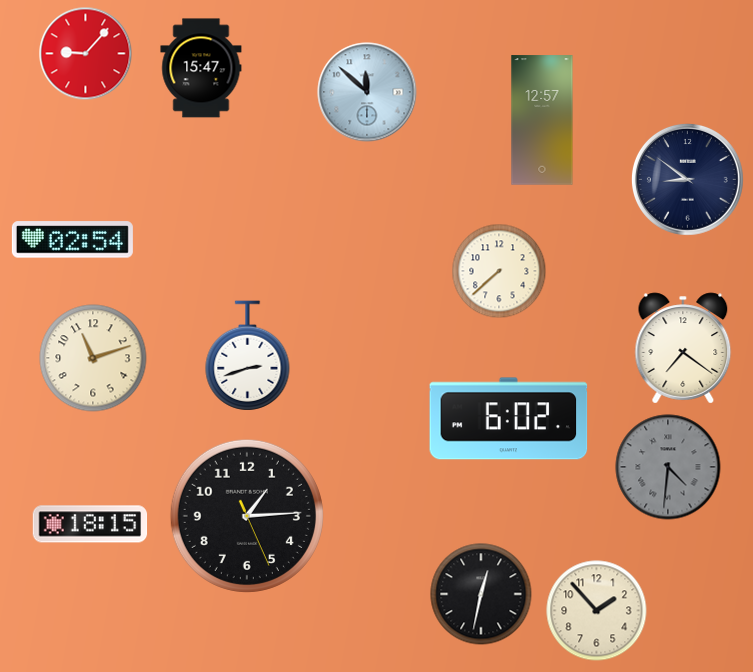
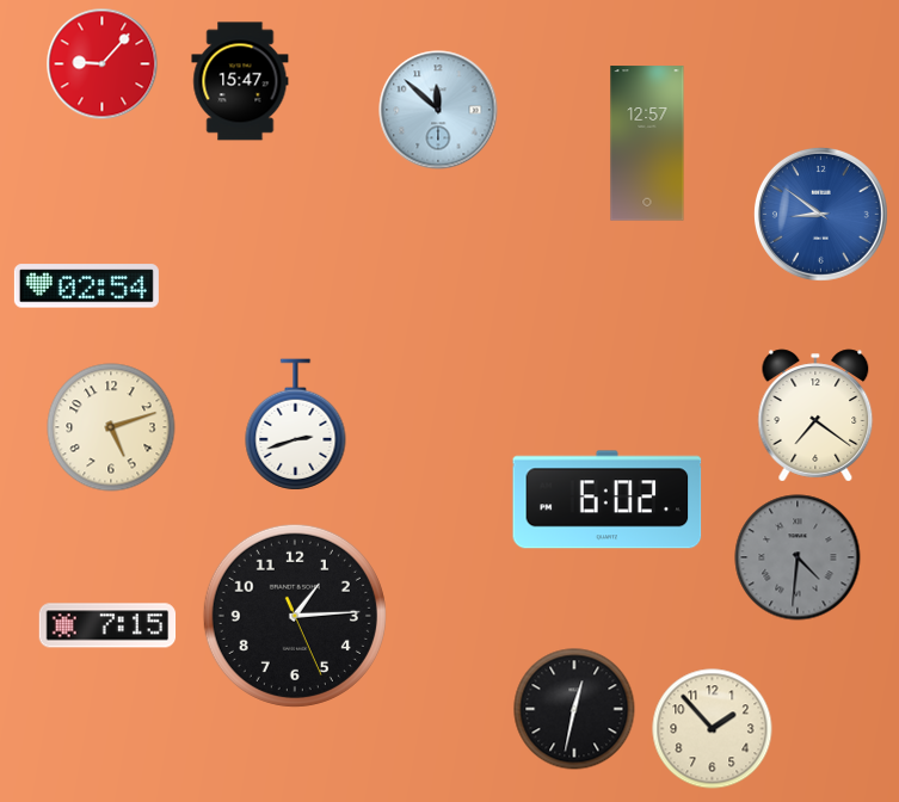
clock at (687, 179) dial: navy -> blue
clock at (499, 271): 7:38 -> none
clock at (93, 358): 11:12 -> 5:12
clock at (90, 524): 18:15 -> 7:15
